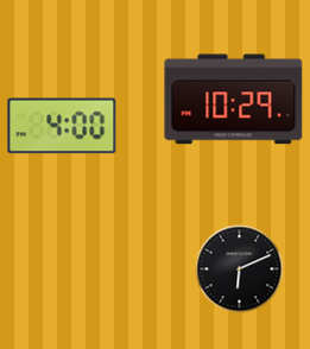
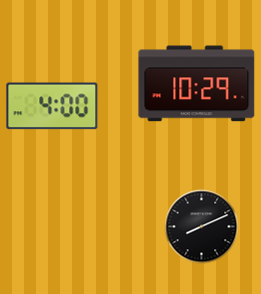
clock at (240, 269): 6:11 -> 8:11
